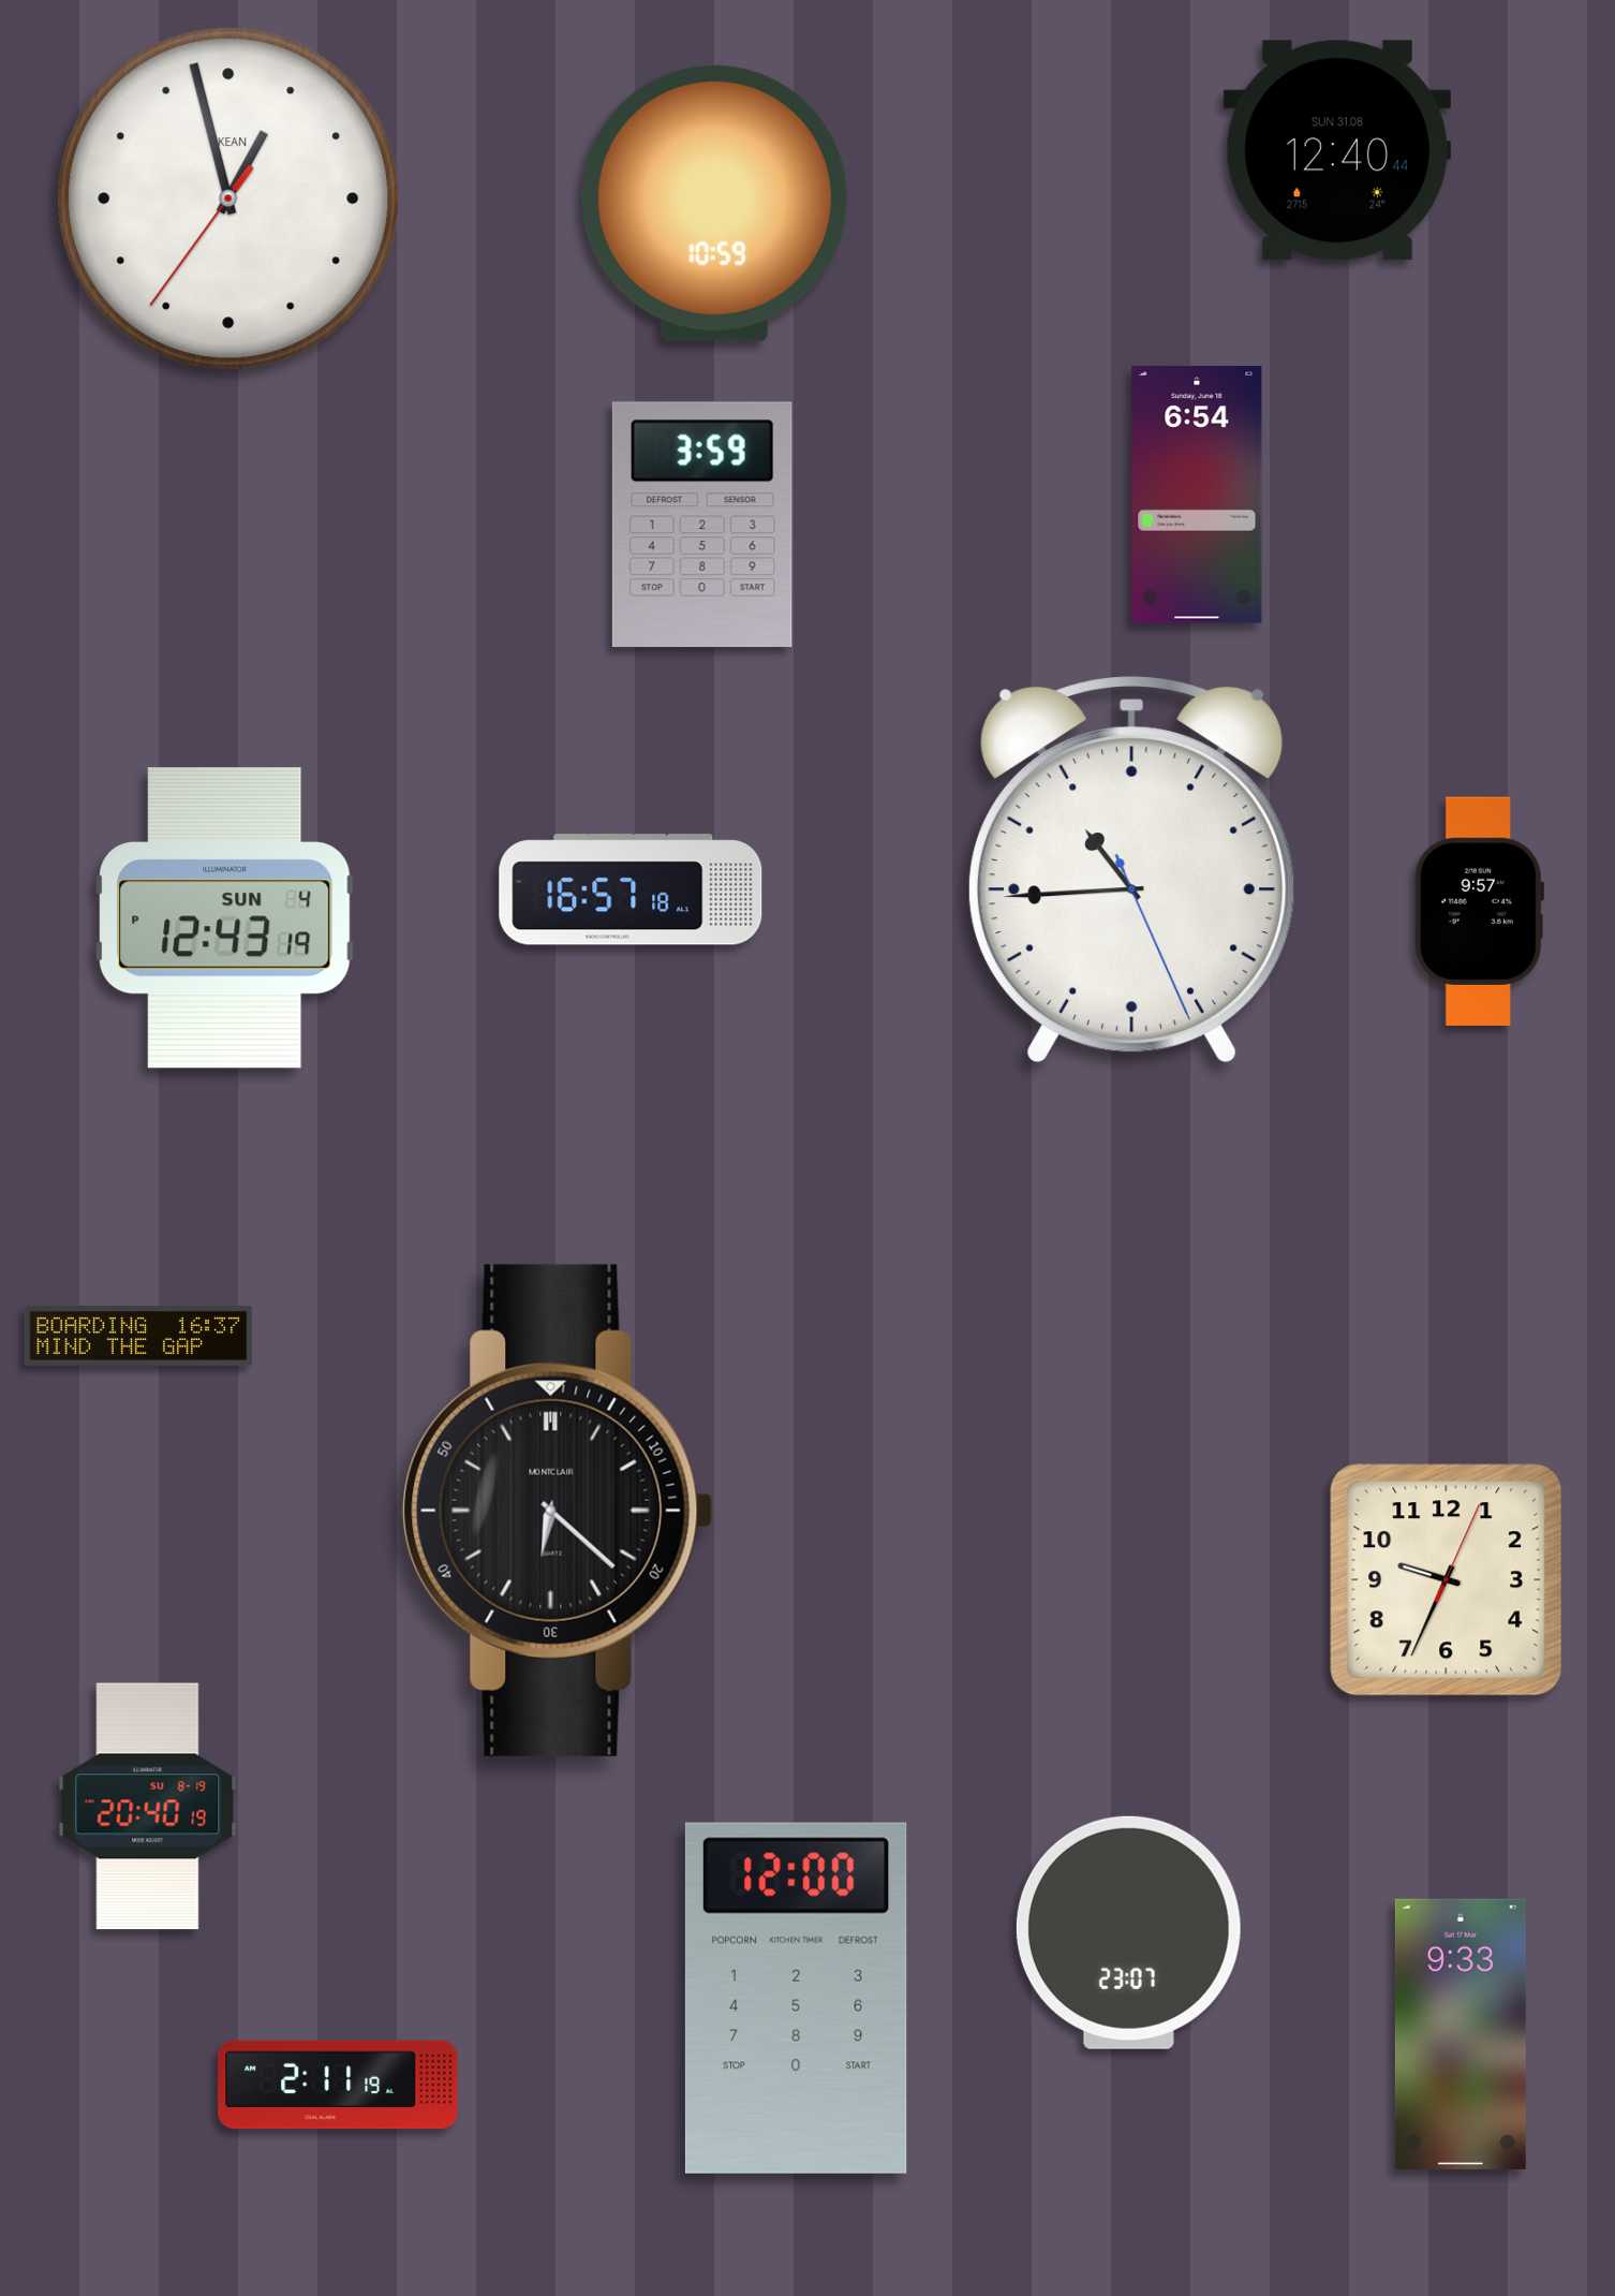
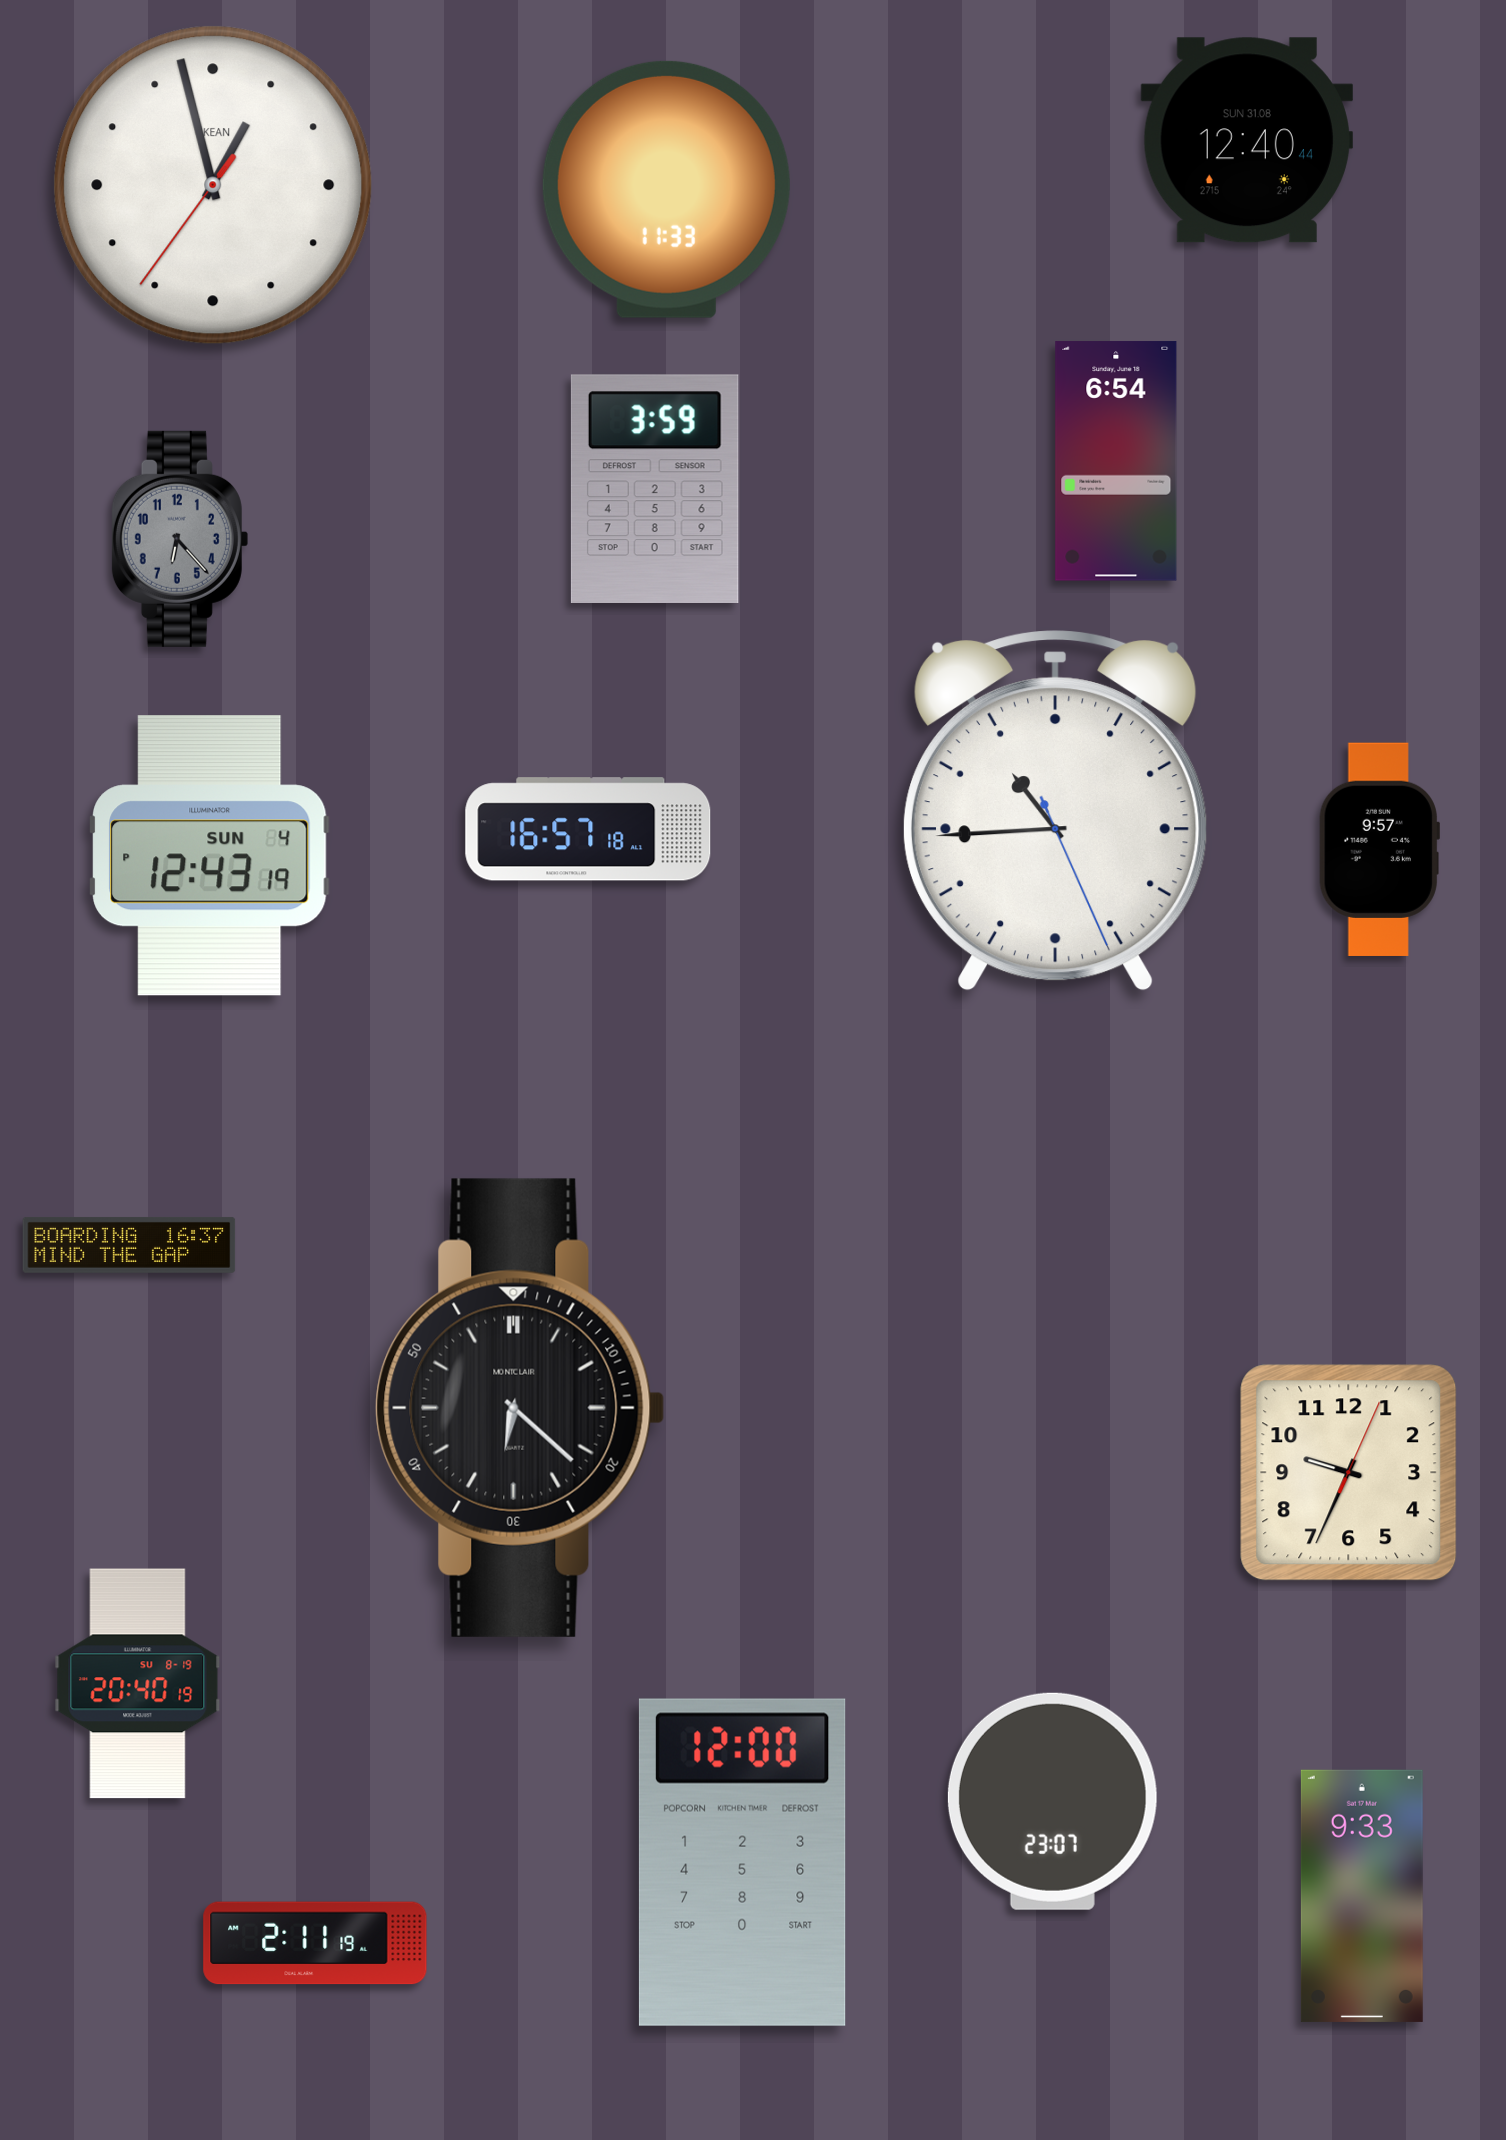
clock at (714, 203): 10:59 -> 11:33
clock at (180, 539): none -> 6:23
